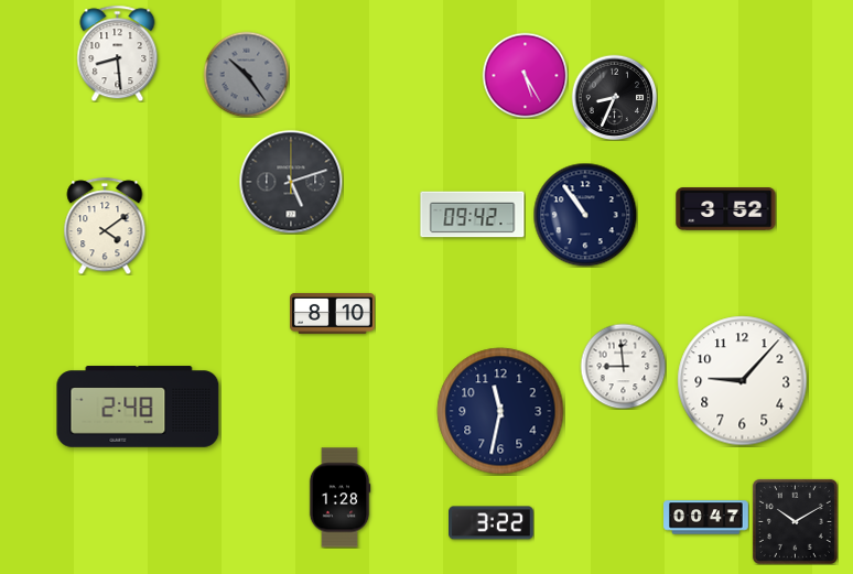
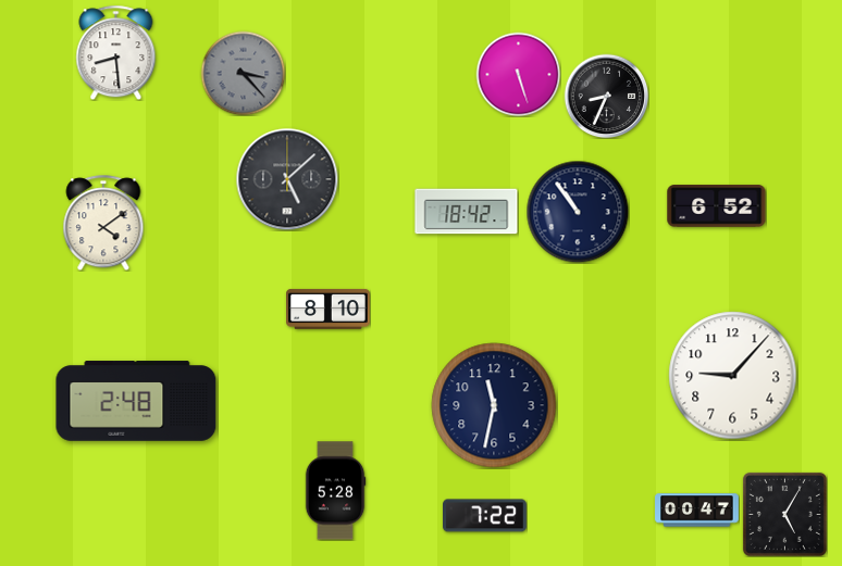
clock at (246, 74): 10:24 -> 3:23
clock at (525, 75): 5:25 -> 5:27
clock at (291, 182): 5:12 -> 5:08
clock at (726, 209): 3:52 -> 6:52
clock at (473, 215): 09:42 -> 18:42
clock at (623, 366): 8:59 -> none
clock at (339, 498): 1:28 -> 5:28
clock at (795, 521): 10:10 -> 5:05
clock at (492, 523): 3:22 -> 7:22
